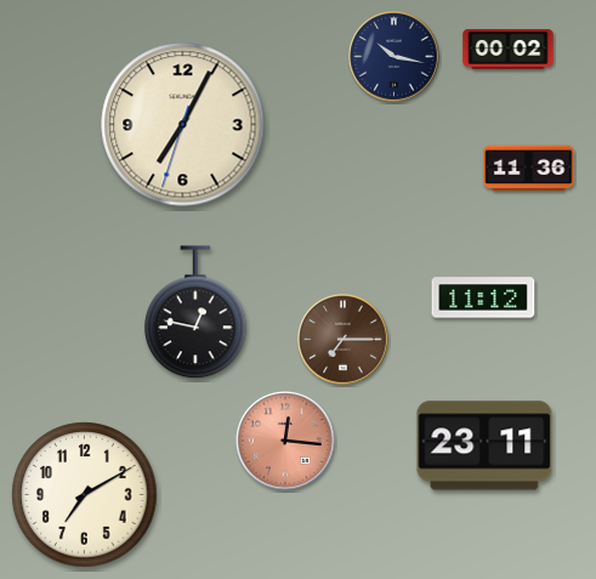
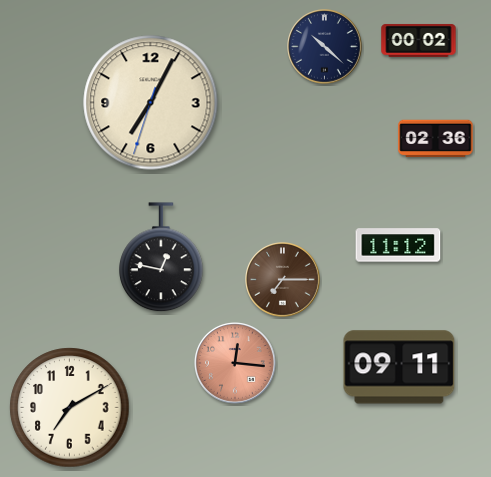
clock at (395, 57): 10:17 -> 10:22
clock at (529, 169): 11:36 -> 02:36
clock at (484, 445): 23:11 -> 09:11
